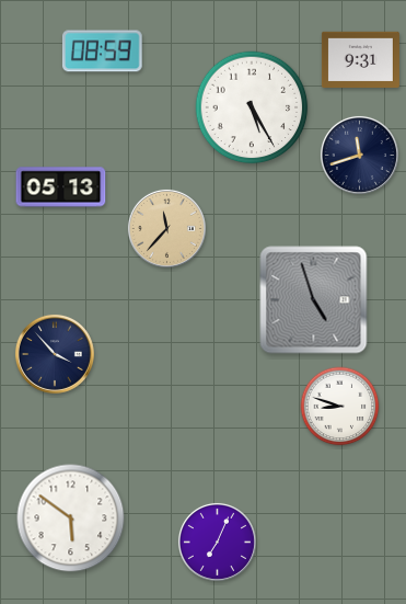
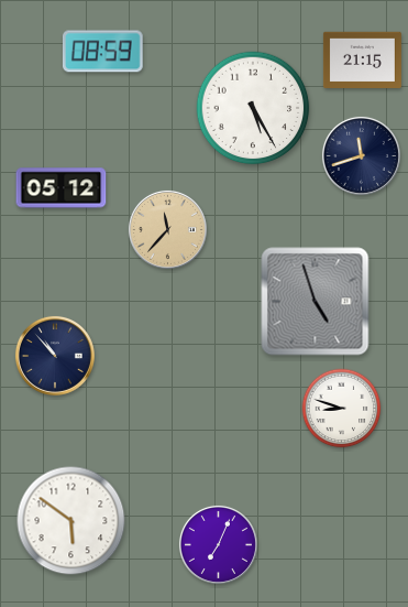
clock at (360, 60): 9:31 -> 21:15
clock at (61, 187): 05:13 -> 05:12
clock at (55, 354): 3:53 -> 10:53
